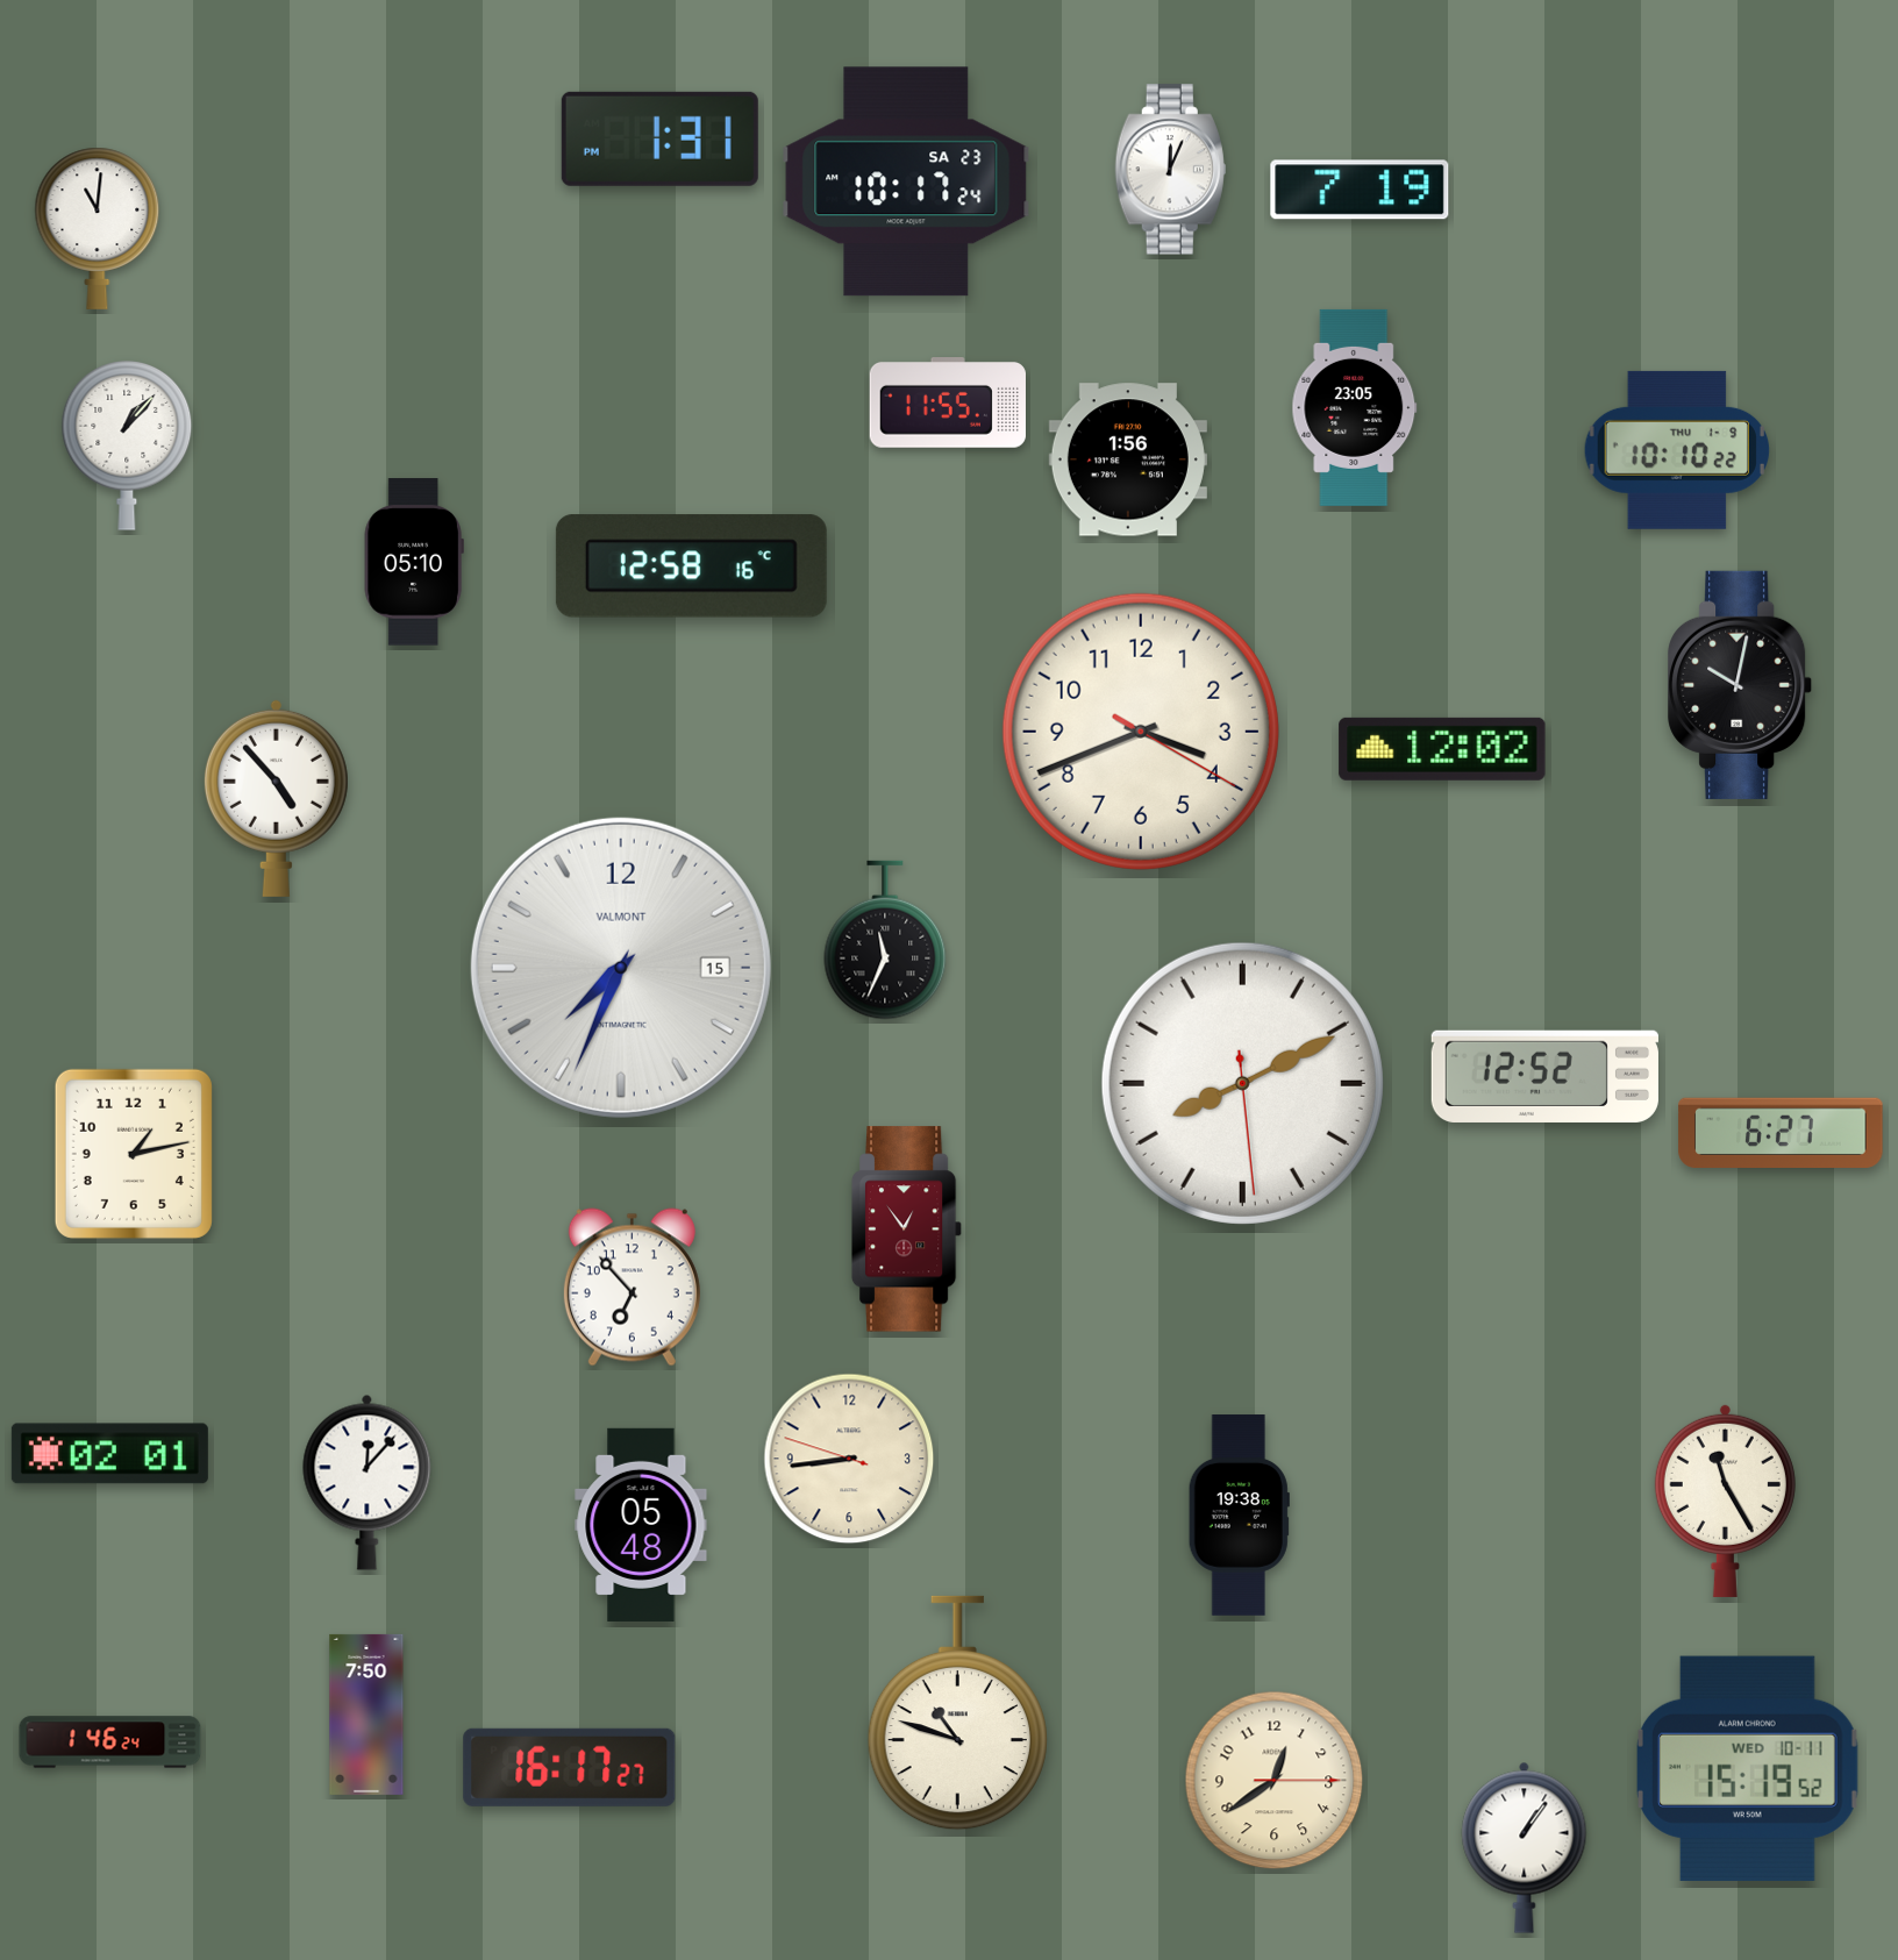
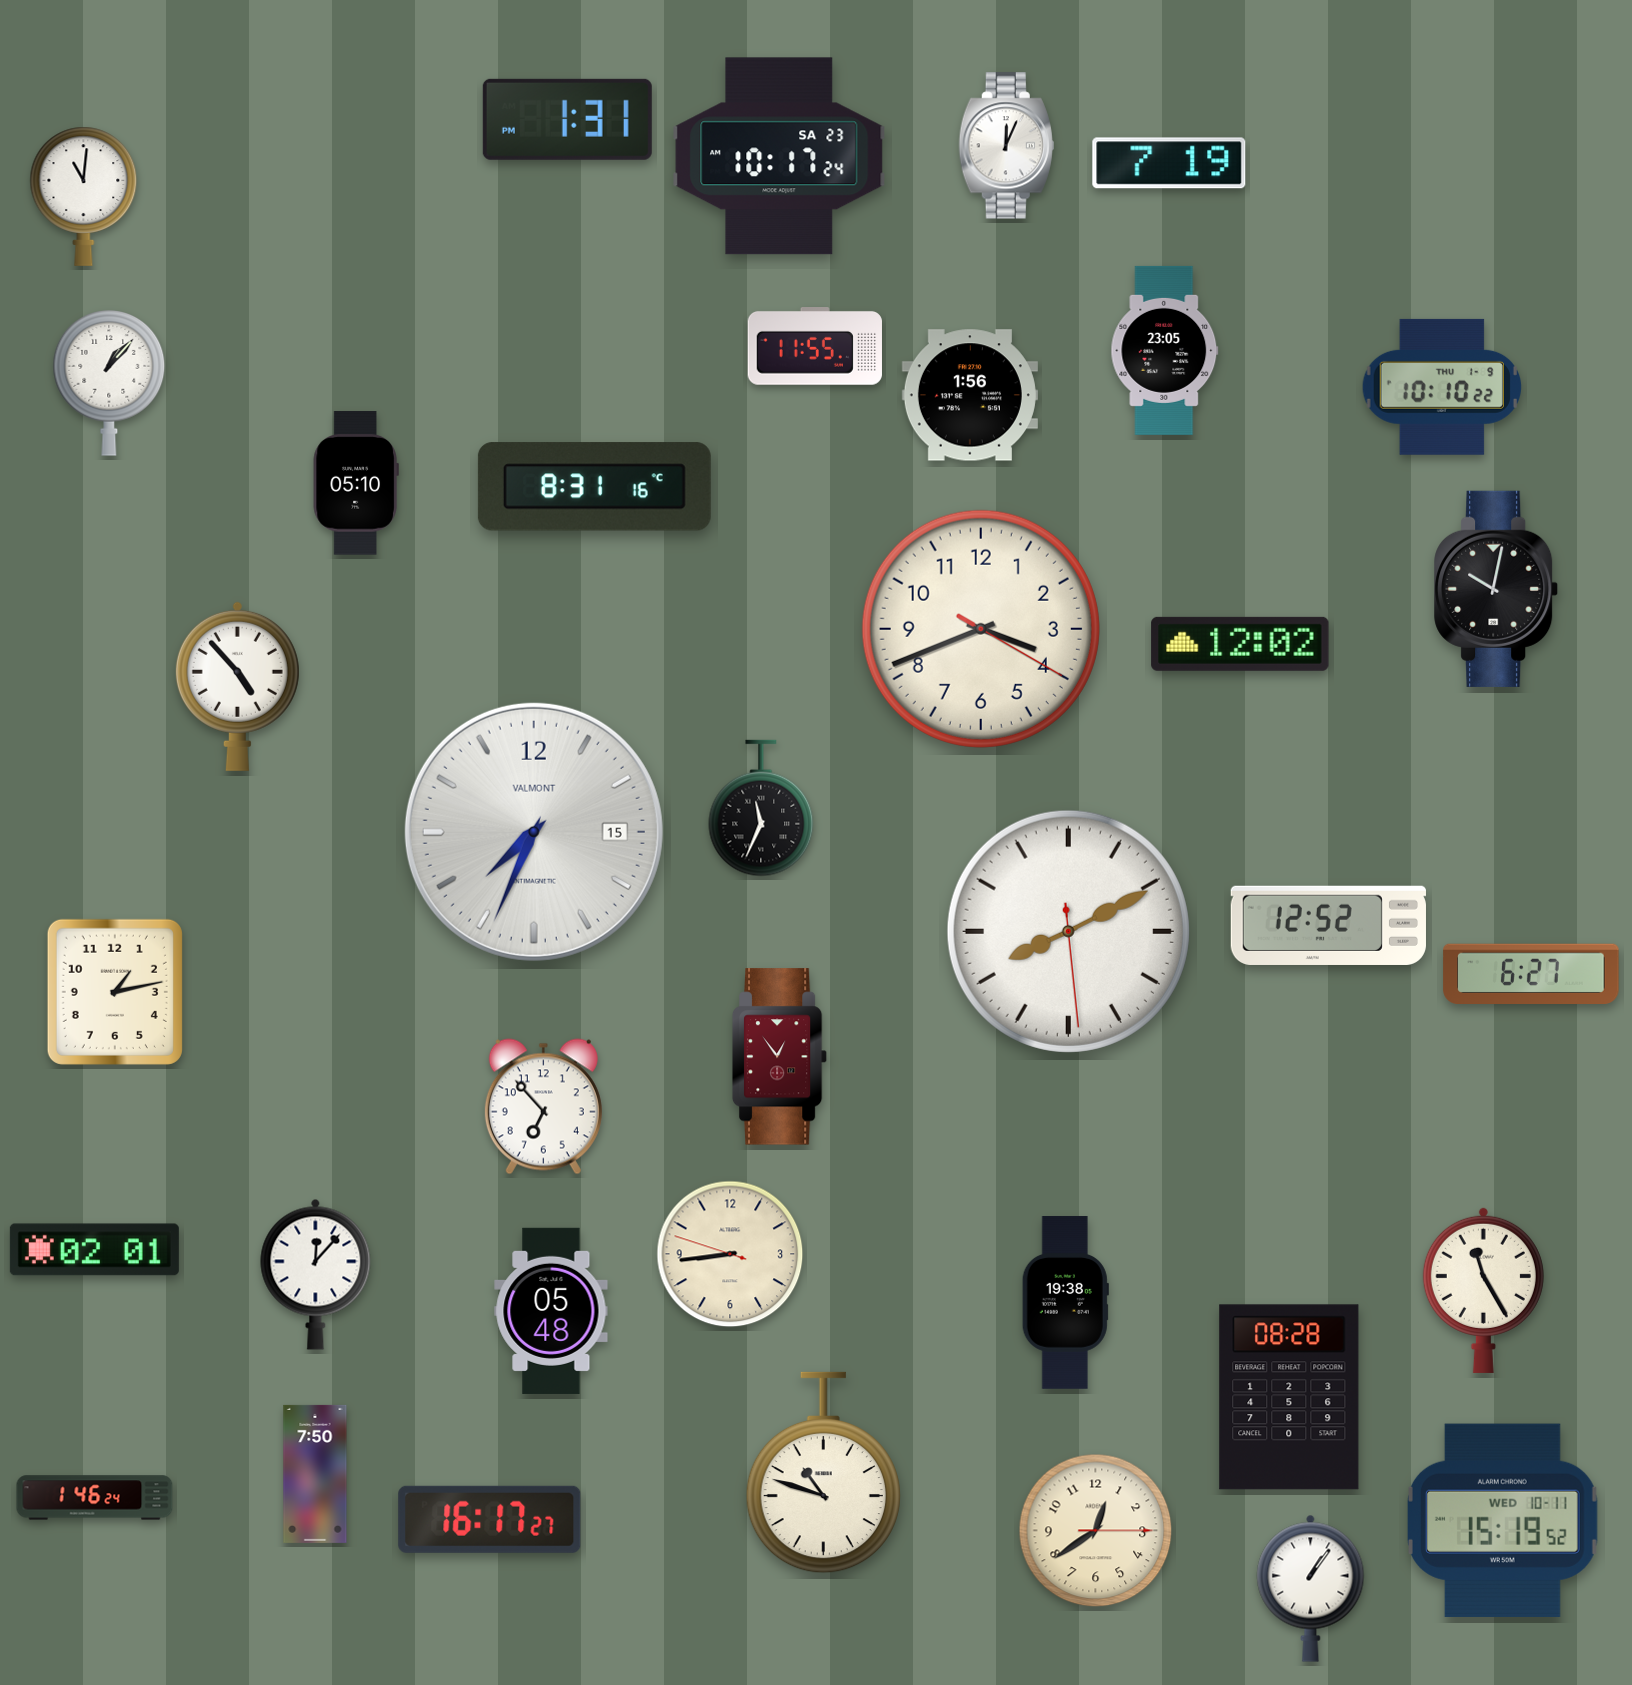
clock at (691, 566): 12:58 -> 8:31
clock at (1289, 1397): none -> 08:28
